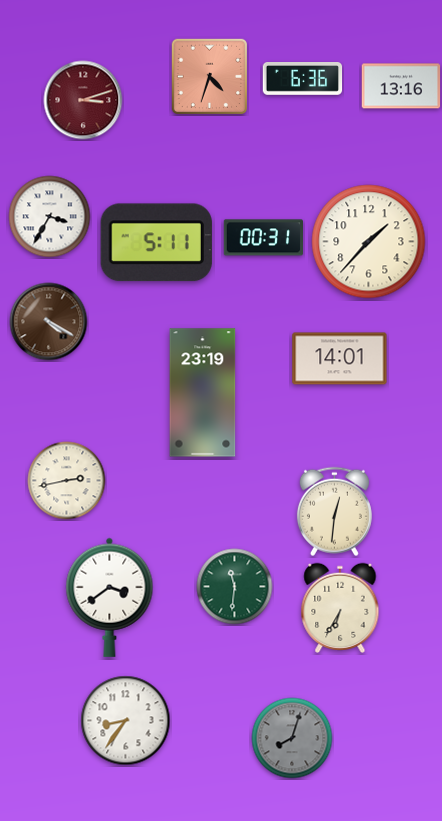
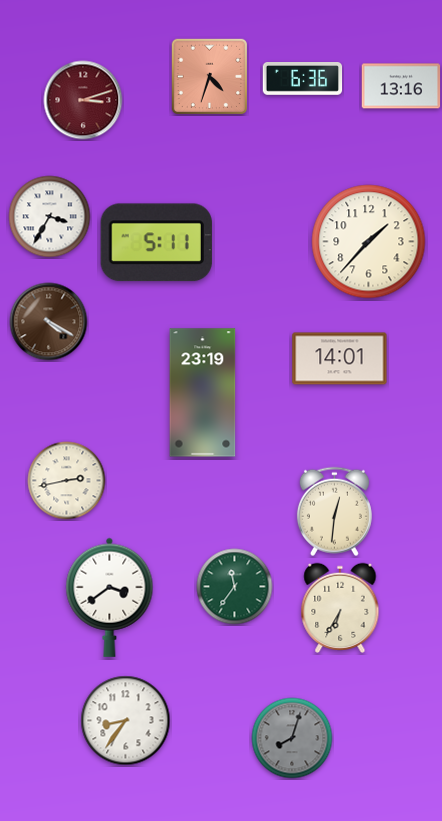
clock at (263, 238): 00:31 -> none
clock at (235, 587): 11:31 -> 11:36
